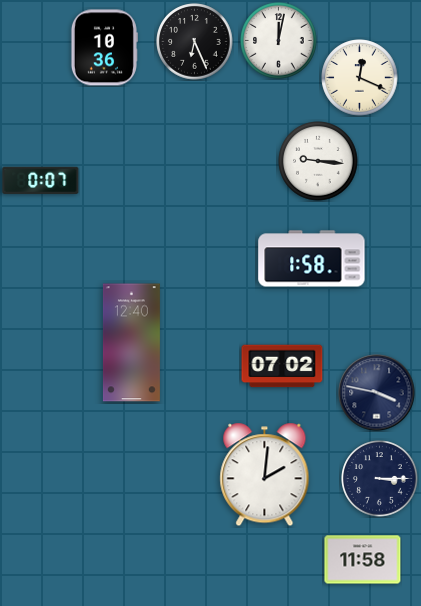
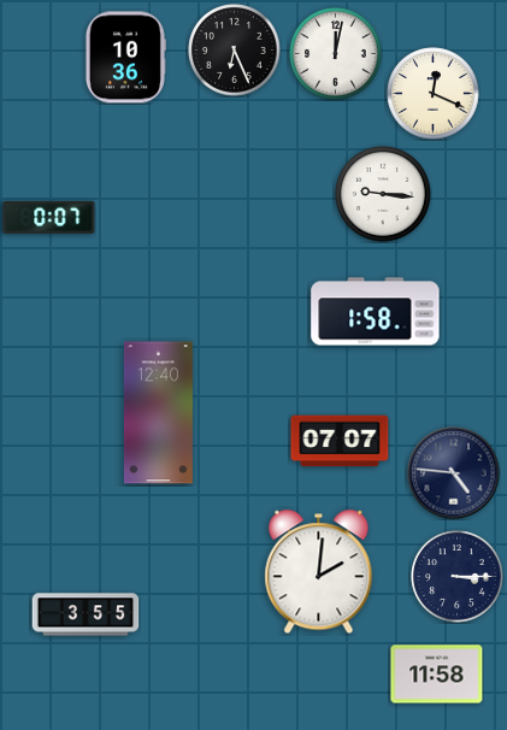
clock at (279, 41) position: (279, 41) -> (336, 54)
clock at (282, 366): 07:02 -> 07:07
clock at (377, 393): 3:47 -> 4:46
clock at (86, 614): none -> 3:55
